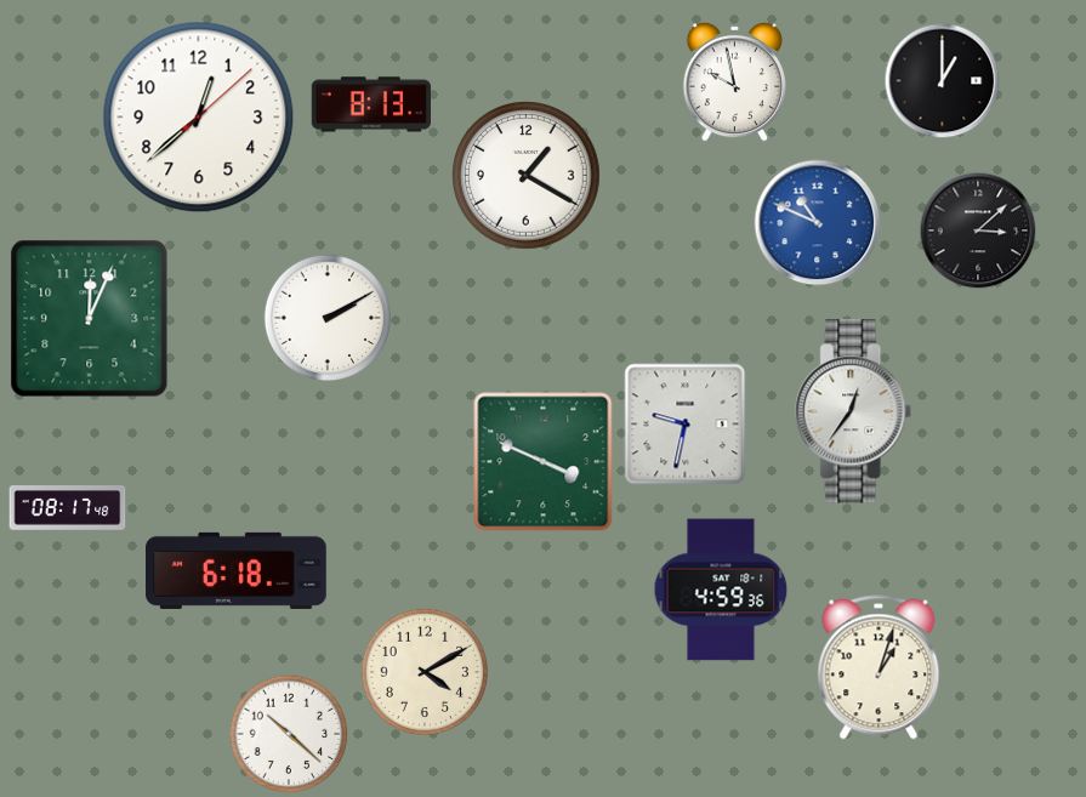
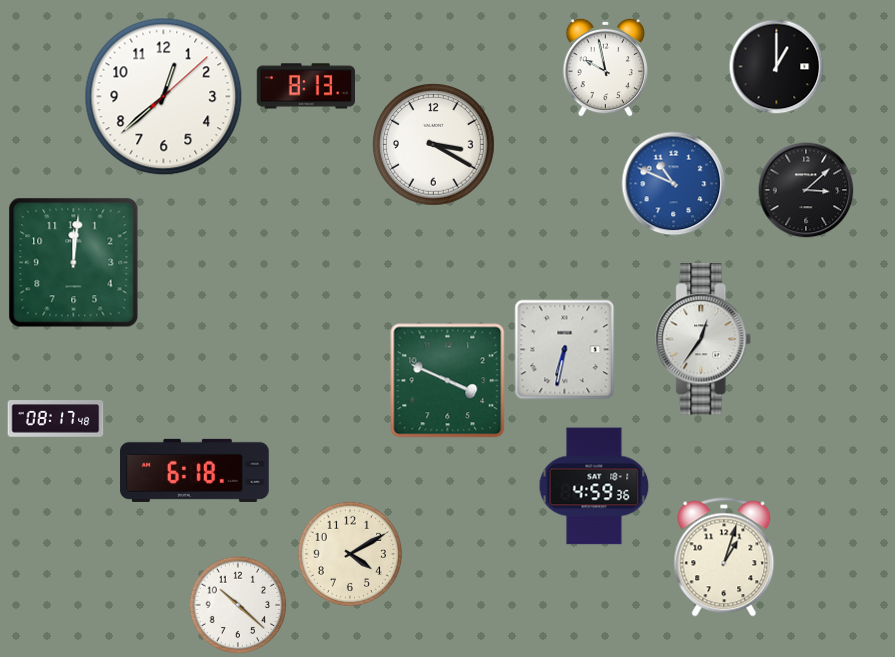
clock at (527, 176): 1:20 -> 3:20
clock at (326, 317): 2:10 -> none
clock at (90, 319): 12:04 -> 12:01
clock at (686, 425): 9:32 -> 6:32
clock at (879, 667) position: (879, 667) -> (724, 557)
